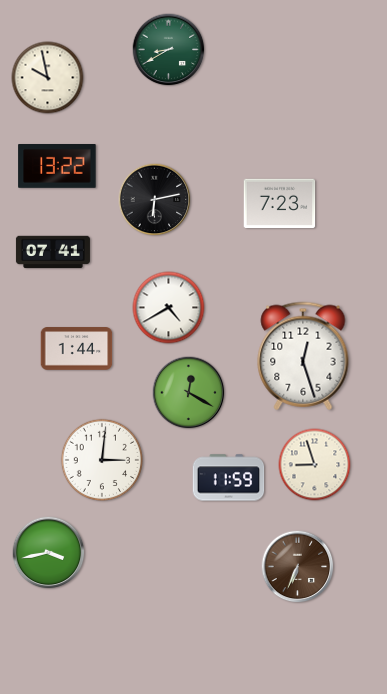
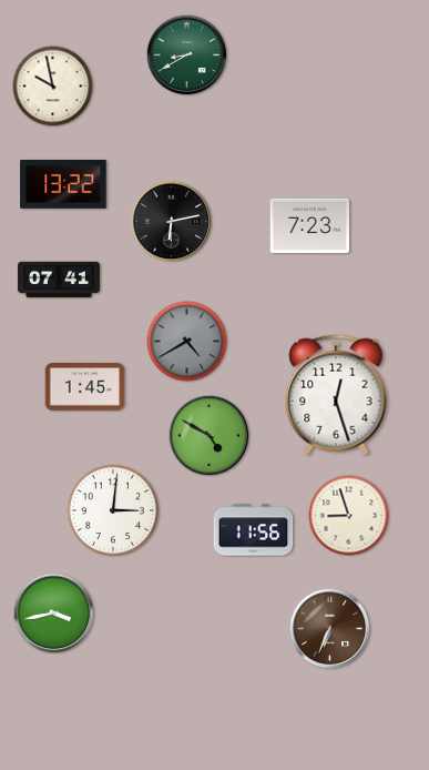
clock at (169, 308) dial: white -> grey
clock at (77, 349): 1:44 -> 1:45
clock at (189, 393): 12:20 -> 4:50
clock at (229, 478): 11:59 -> 11:56
